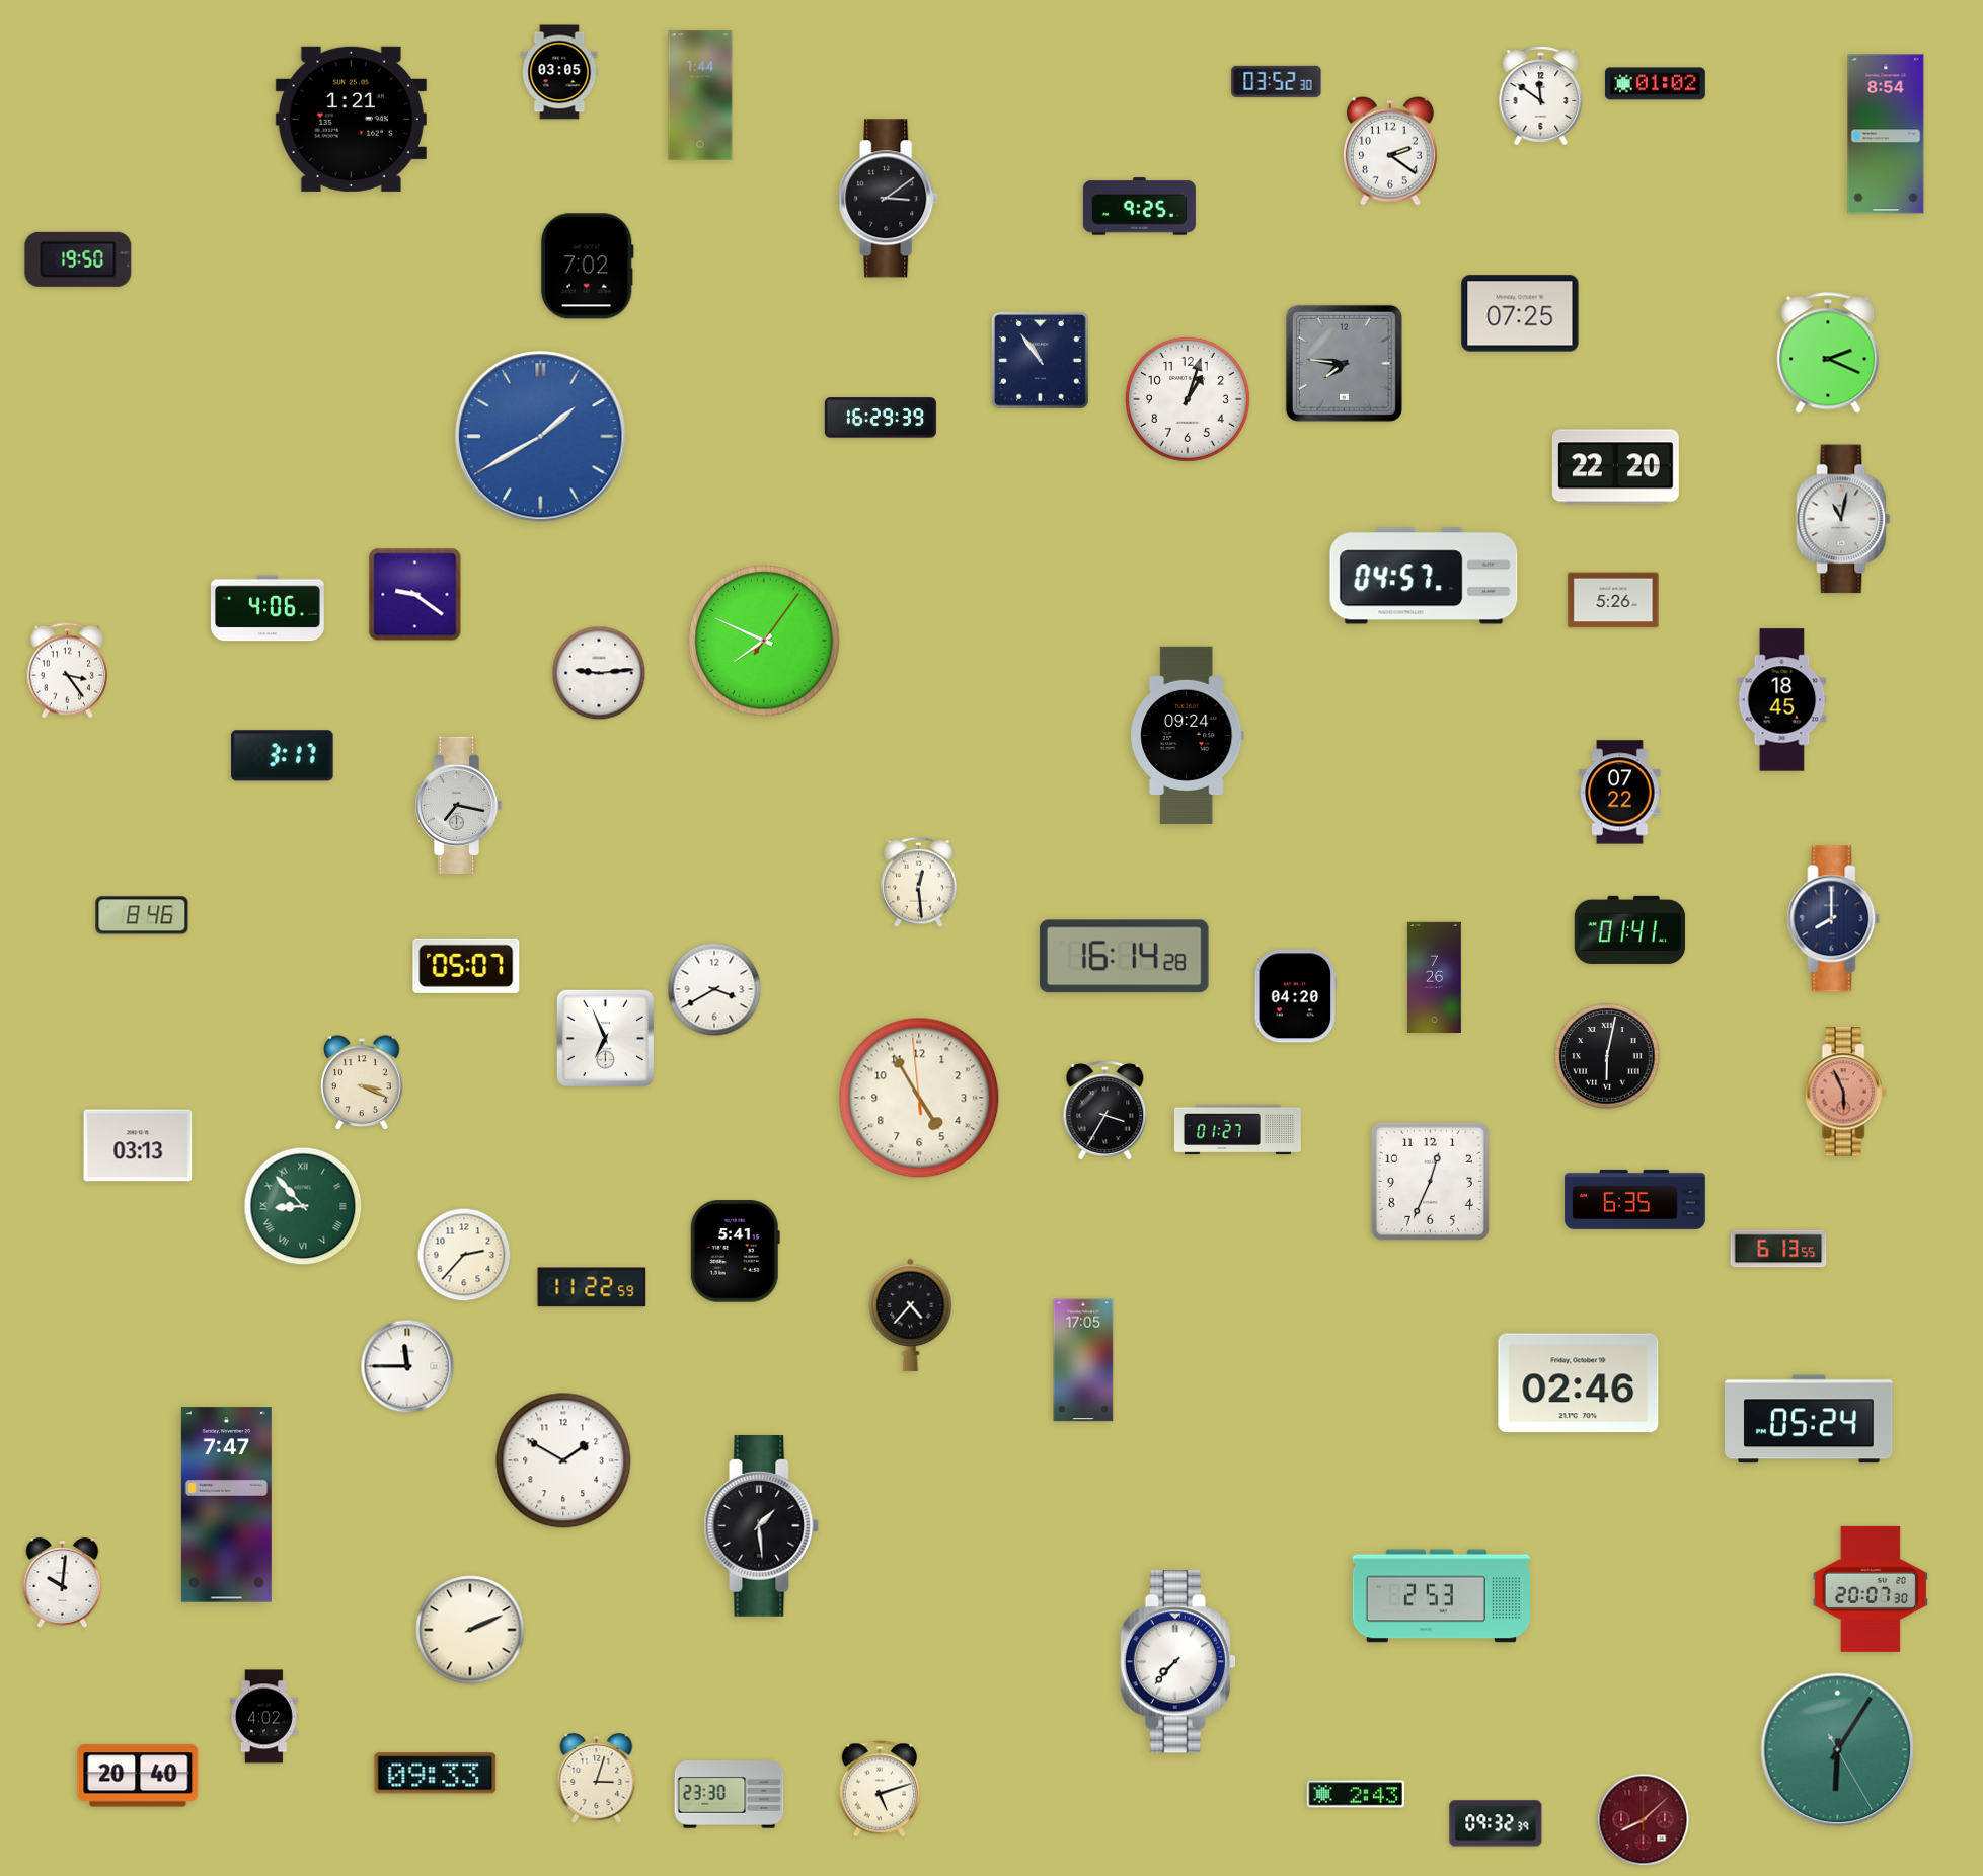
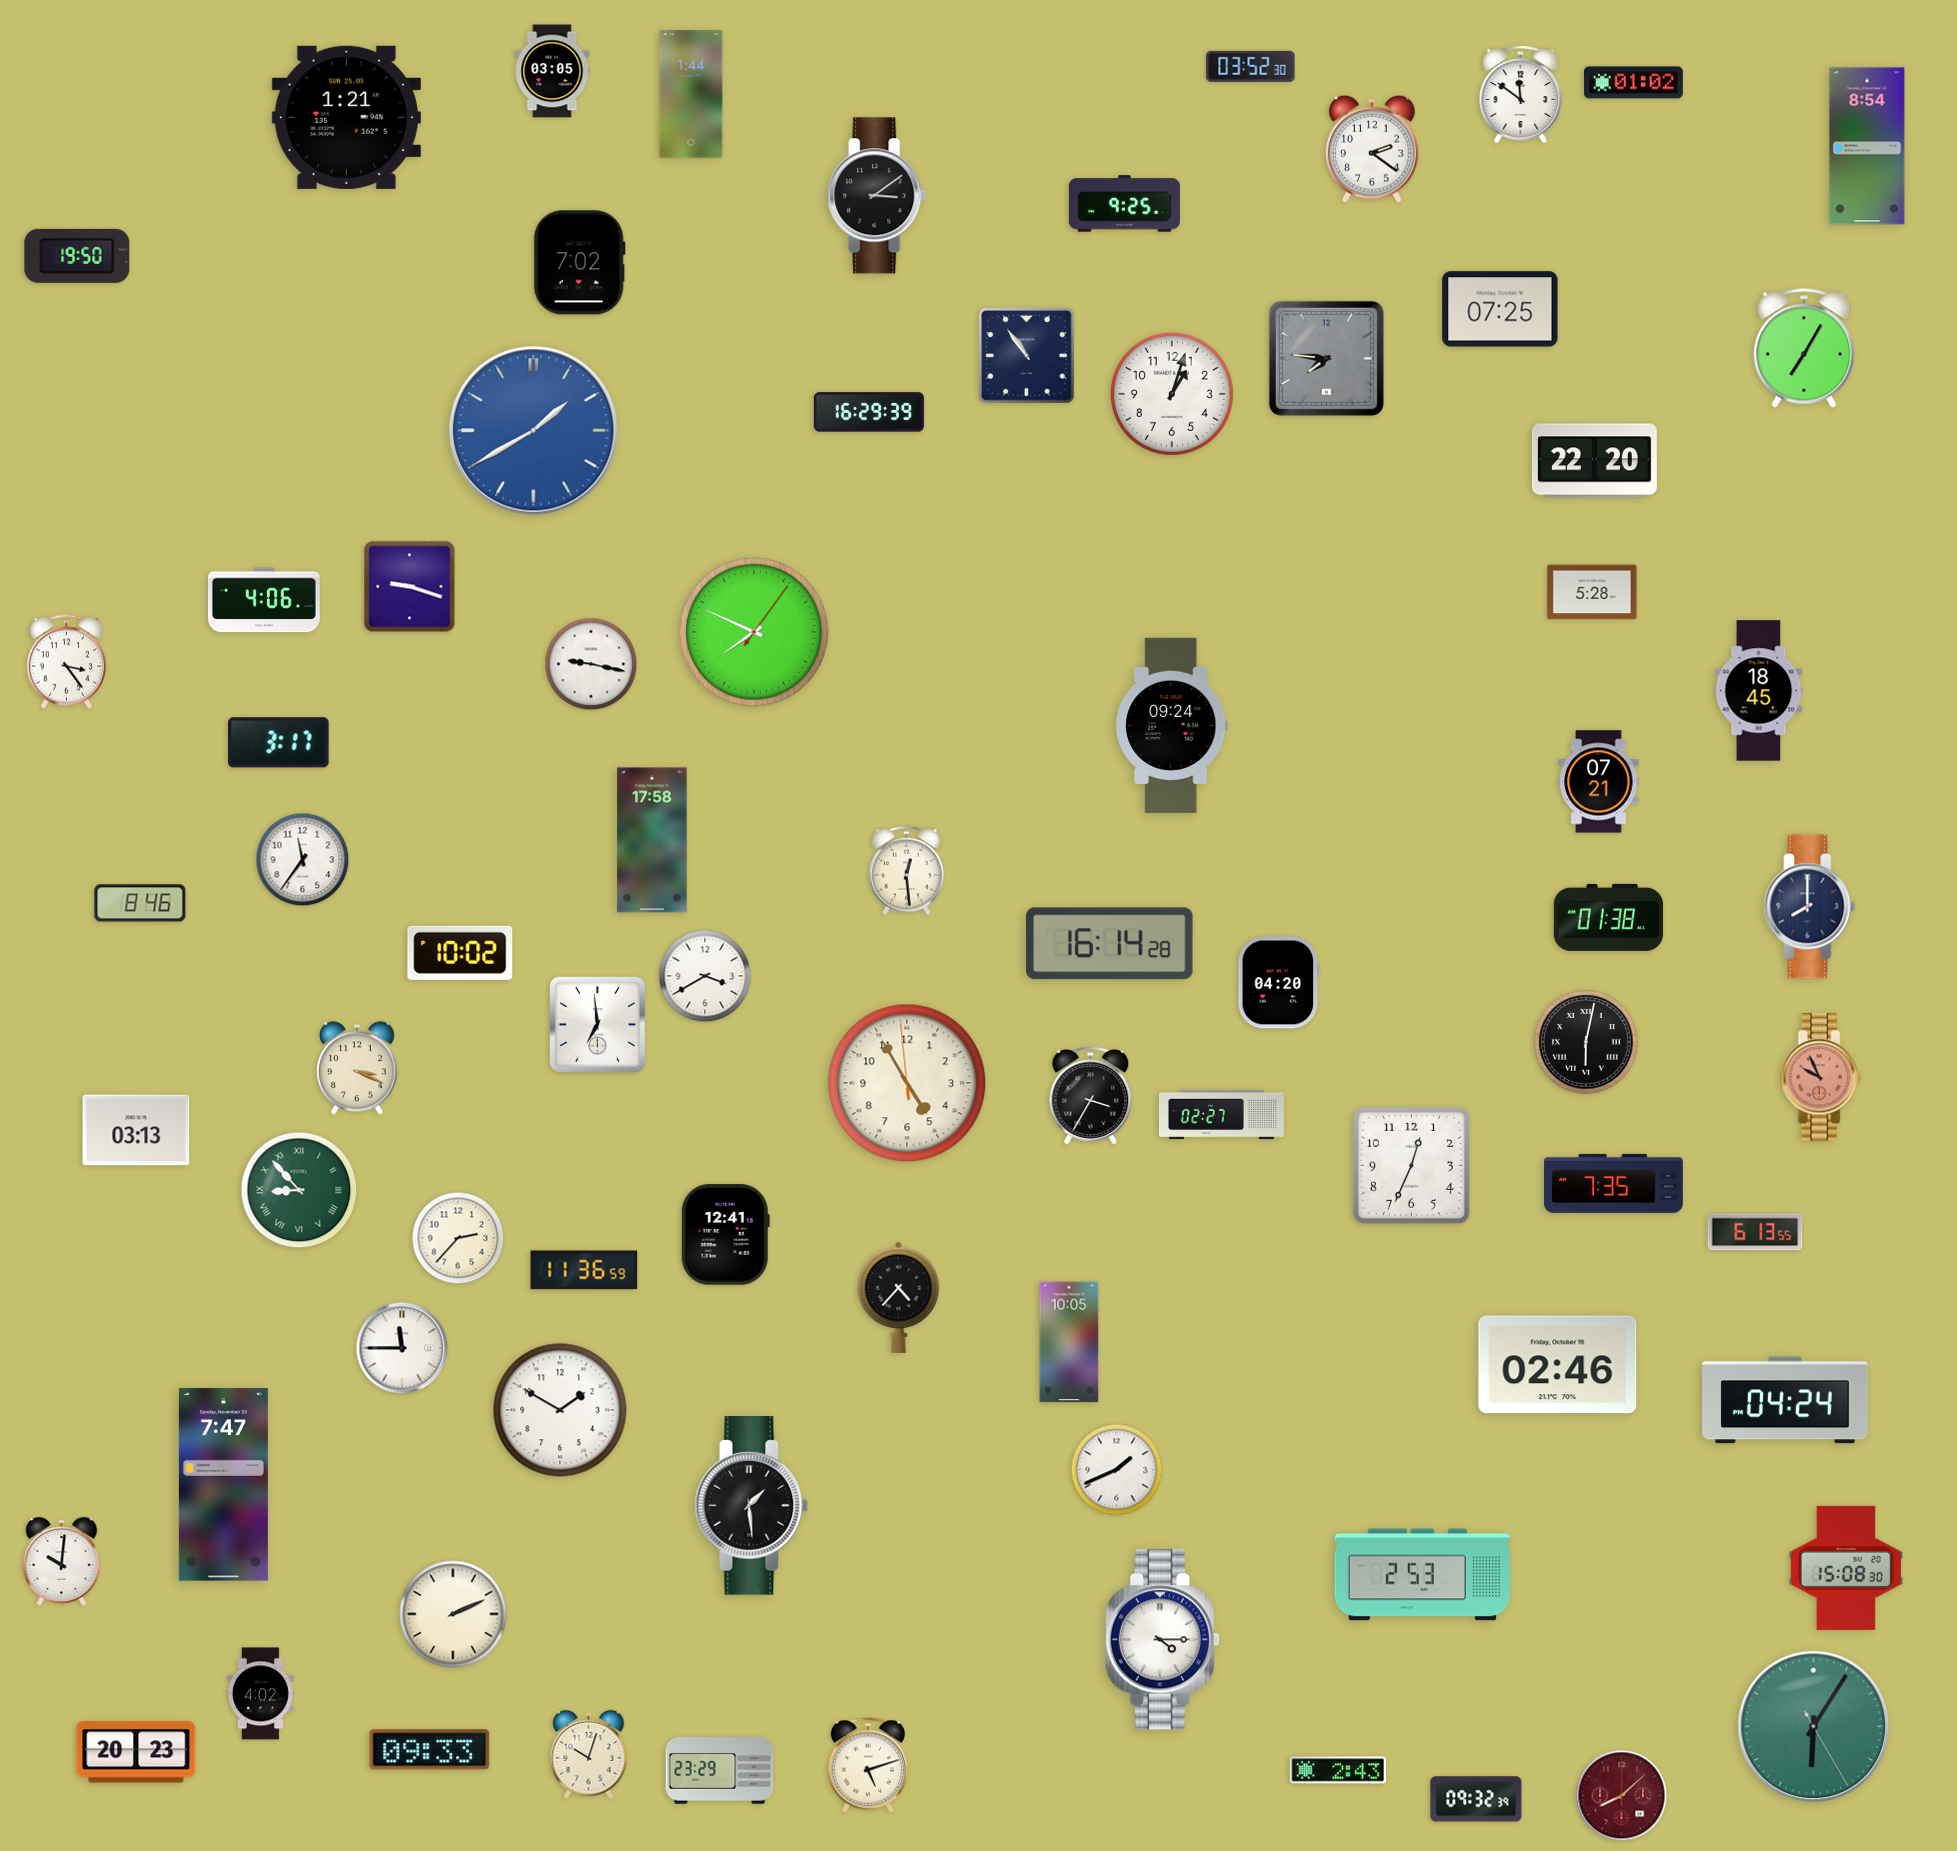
clock at (1277, 81) position: (1277, 81) -> (1251, 66)
clock at (1886, 134) position: (1886, 134) -> (1867, 146)
clock at (1828, 353): 2:19 -> 7:05
clock at (1843, 519): 11:02 -> none
clock at (1424, 576): 04:57 -> none
clock at (415, 595): 9:21 -> 9:18
clock at (1613, 600): 5:26 -> 5:28
clock at (599, 673): 9:14 -> 9:17
clock at (283, 756) position: (283, 756) -> (279, 743)
clock at (1620, 793): 07:22 -> 07:21
clock at (458, 805): 7:17 -> none
clock at (652, 840): none -> 17:58
clock at (303, 860): none -> 11:36
clock at (1630, 929): 01:41 -> 01:38
clock at (466, 966): 05:07 -> 10:02
clock at (1434, 978): 7:26 -> none
clock at (605, 1038): 6:56 -> 6:59
clock at (1845, 1092): 5:56 -> 9:56
clock at (1237, 1130): 01:27 -> 02:27
clock at (1635, 1199): 6:35 -> 7:35
clock at (735, 1252): 5:41 -> 12:41
clock at (592, 1287): 11:22 -> 11:36
clock at (1083, 1360): 17:05 -> 10:05
clock at (1809, 1419): 05:24 -> 04:24
clock at (563, 1460) position: (563, 1460) -> (560, 1410)
clock at (1117, 1470): none -> 1:41
clock at (1871, 1589): 20:07 -> 15:08
clock at (470, 1630) position: (470, 1630) -> (453, 1614)
clock at (1177, 1662): 7:37 -> 4:15
clock at (138, 1776): 20:40 -> 20:23
clock at (597, 1778): 3:03 -> 10:03
clock at (730, 1795): 23:30 -> 23:29
